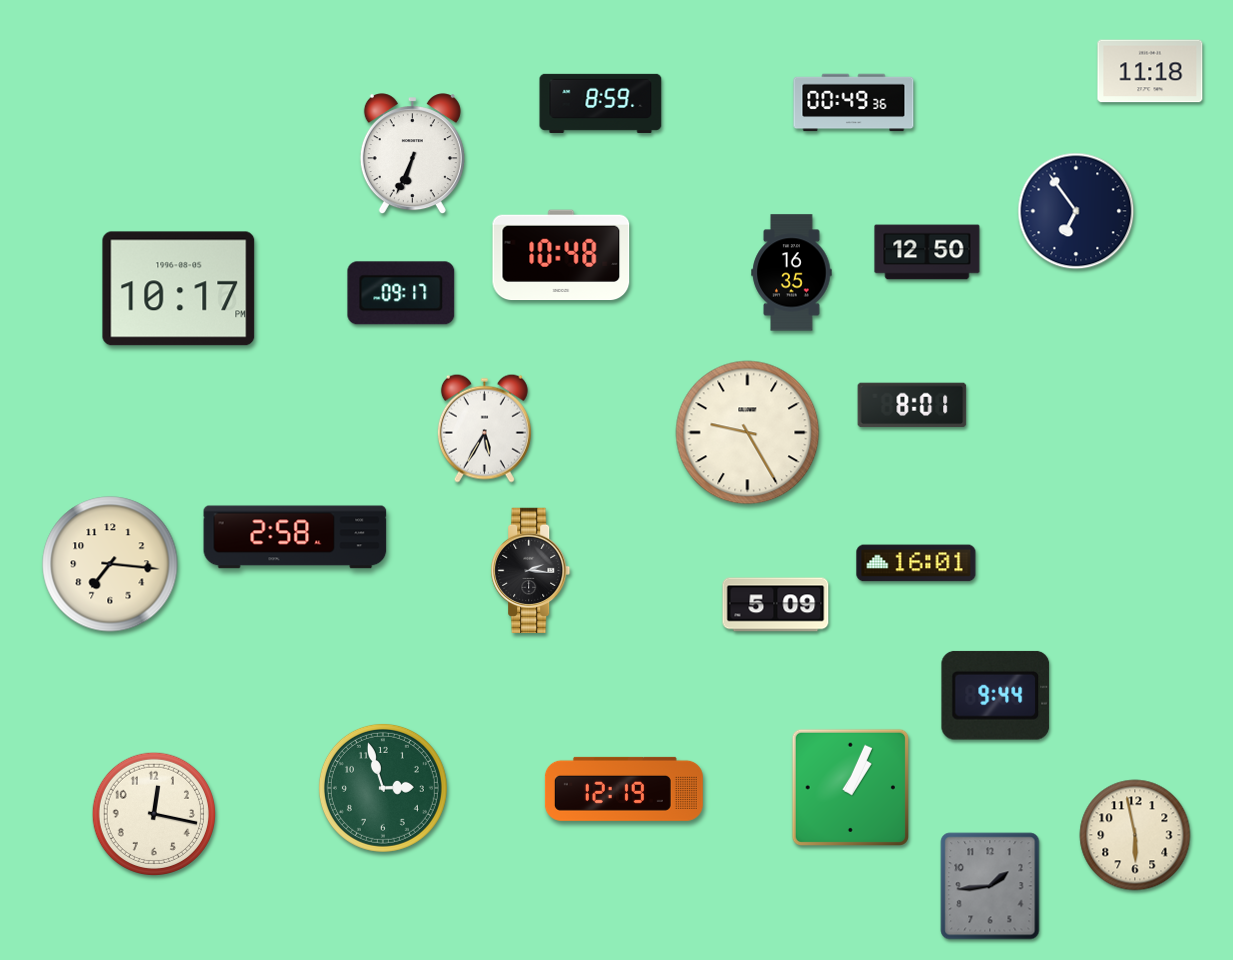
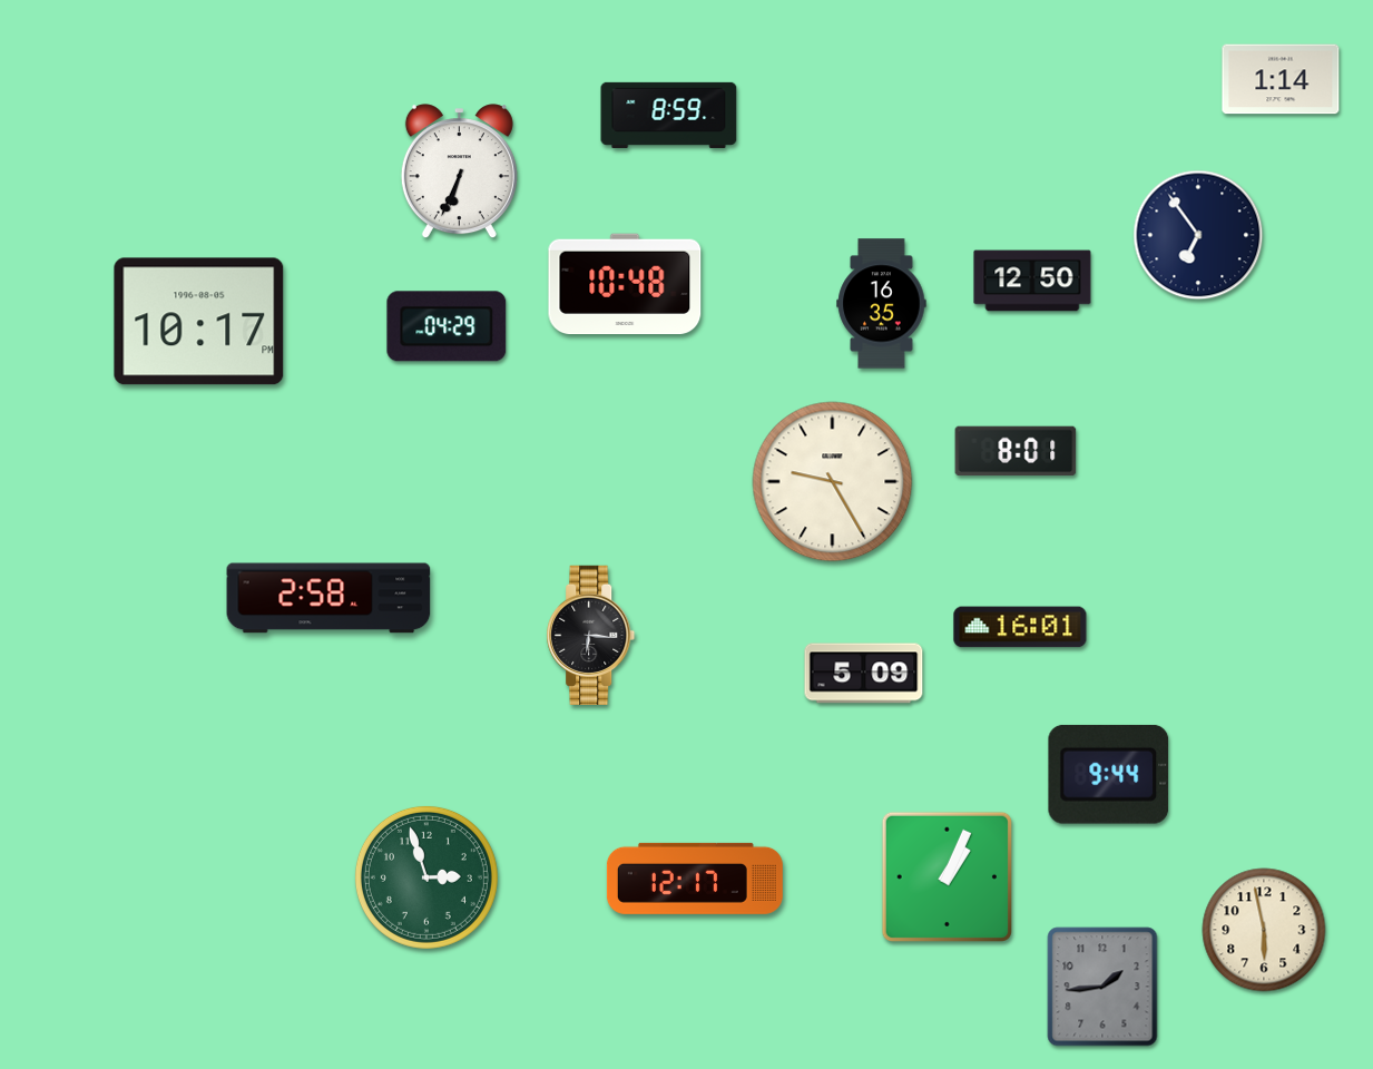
clock at (1150, 71): 11:18 -> 1:14
clock at (854, 103): 00:49 -> none
clock at (401, 293): 09:17 -> 04:29
clock at (484, 428): 5:35 -> none
clock at (110, 564): 7:16 -> none
clock at (531, 570): 2:16 -> 6:16
clock at (624, 789): 12:19 -> 12:17
clock at (153, 813): 12:17 -> none
